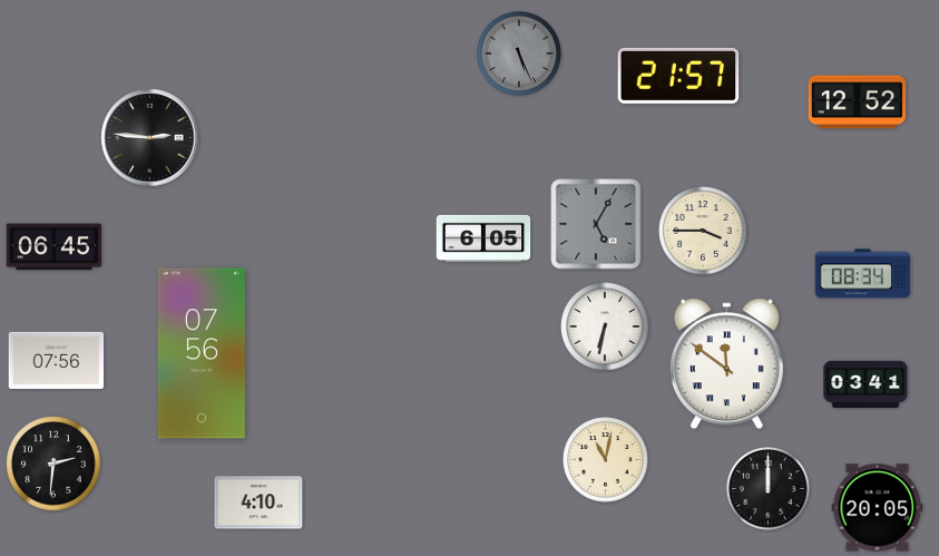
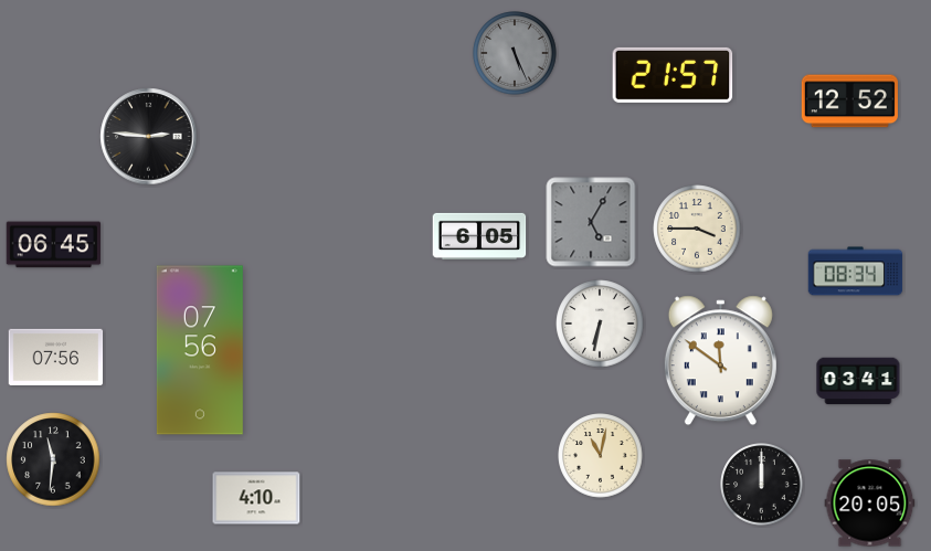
clock at (53, 464): 2:31 -> 11:31
